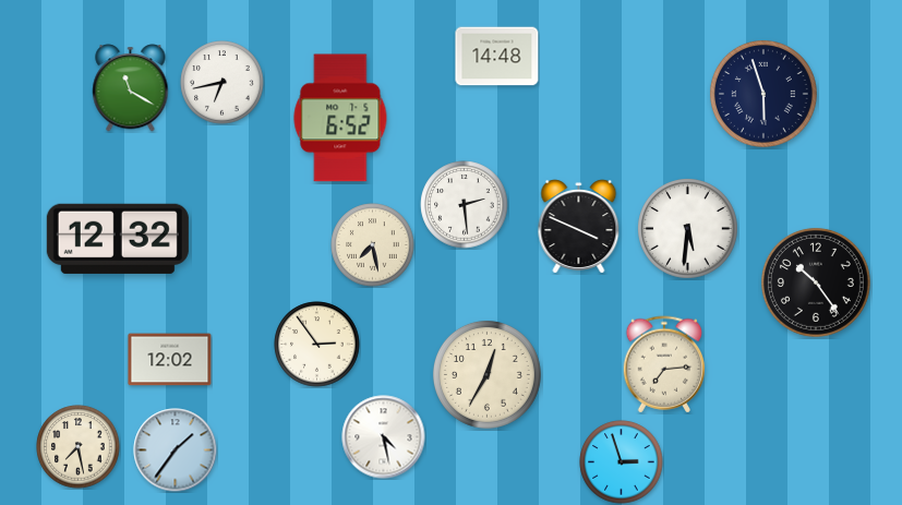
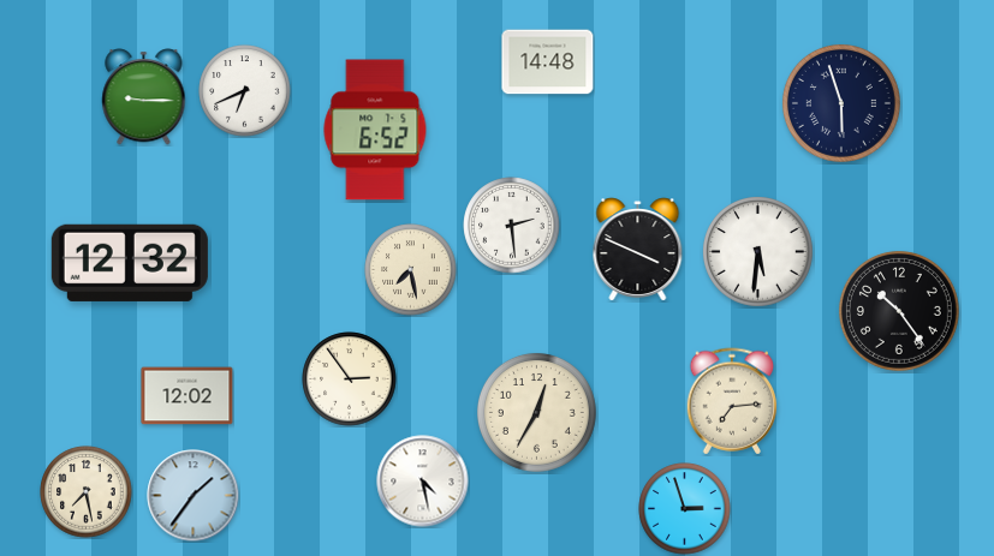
clock at (223, 83): 6:43 -> 6:41
clock at (131, 88): 11:20 -> 9:15
